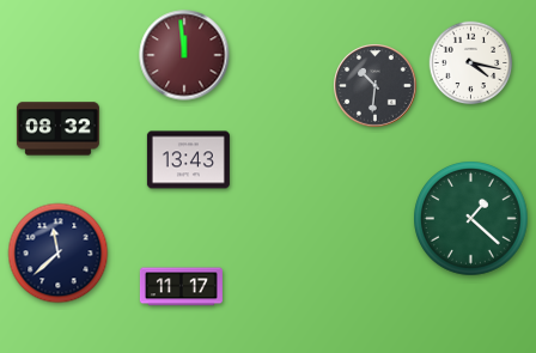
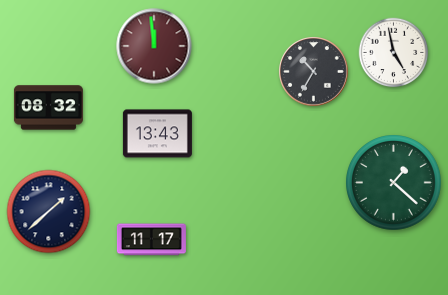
clock at (471, 63): 4:17 -> 4:58
clock at (376, 86): 10:31 -> 10:35
clock at (59, 254): 11:38 -> 1:38
